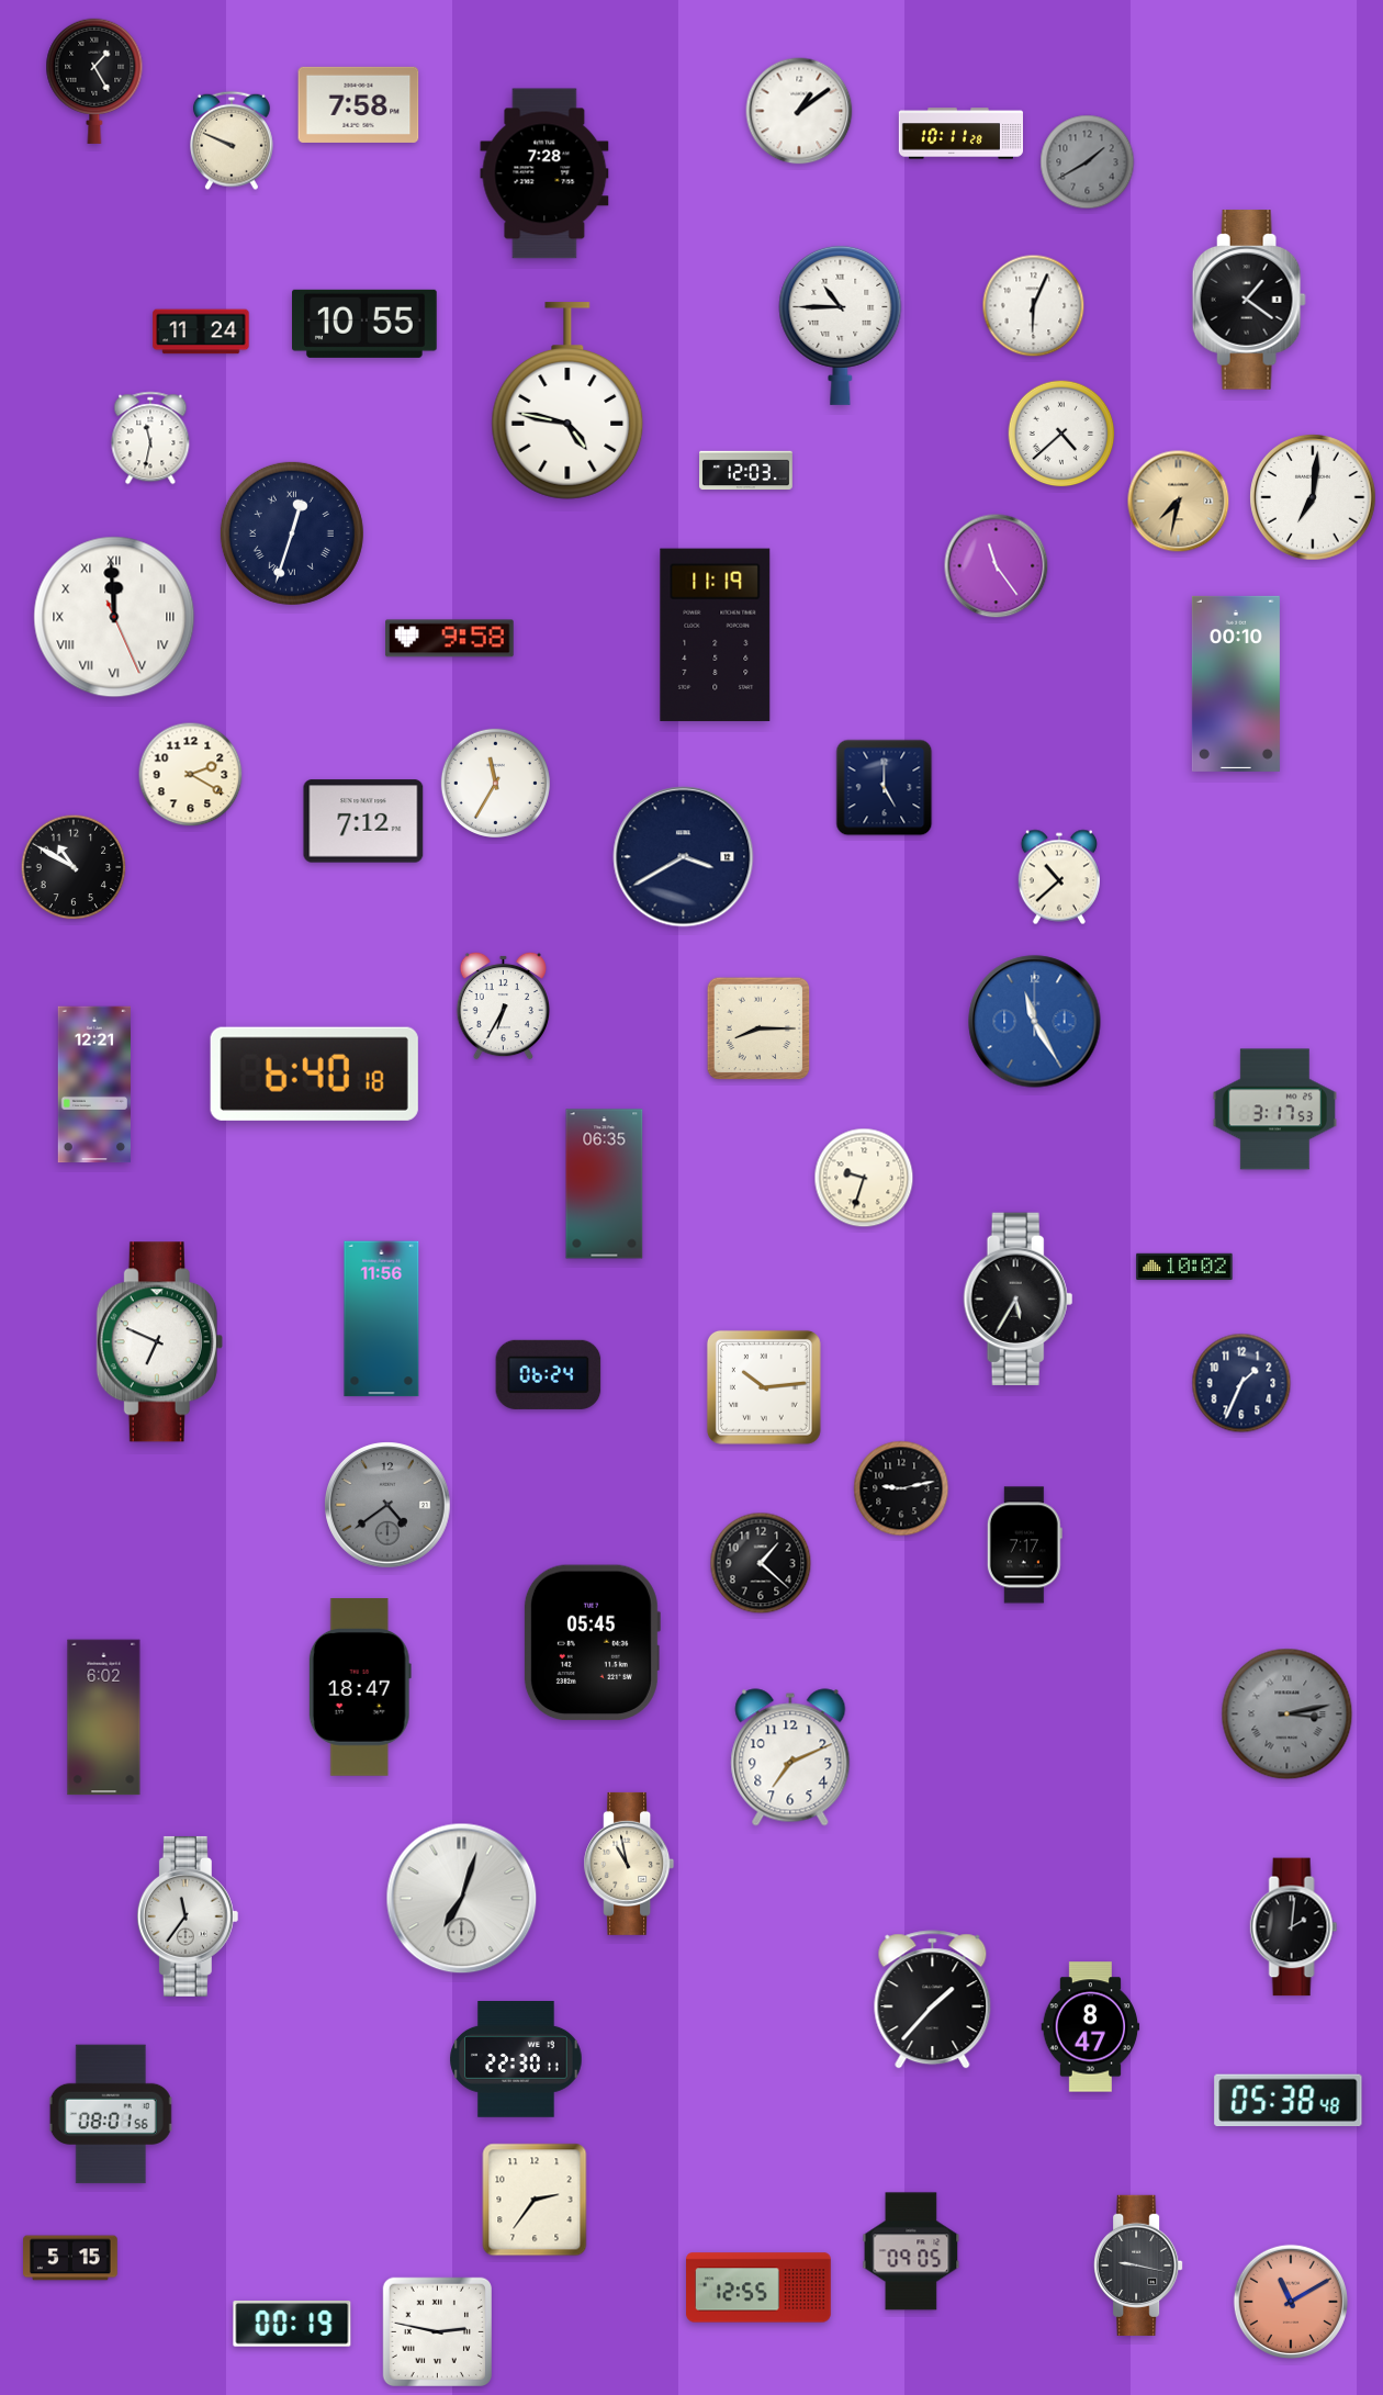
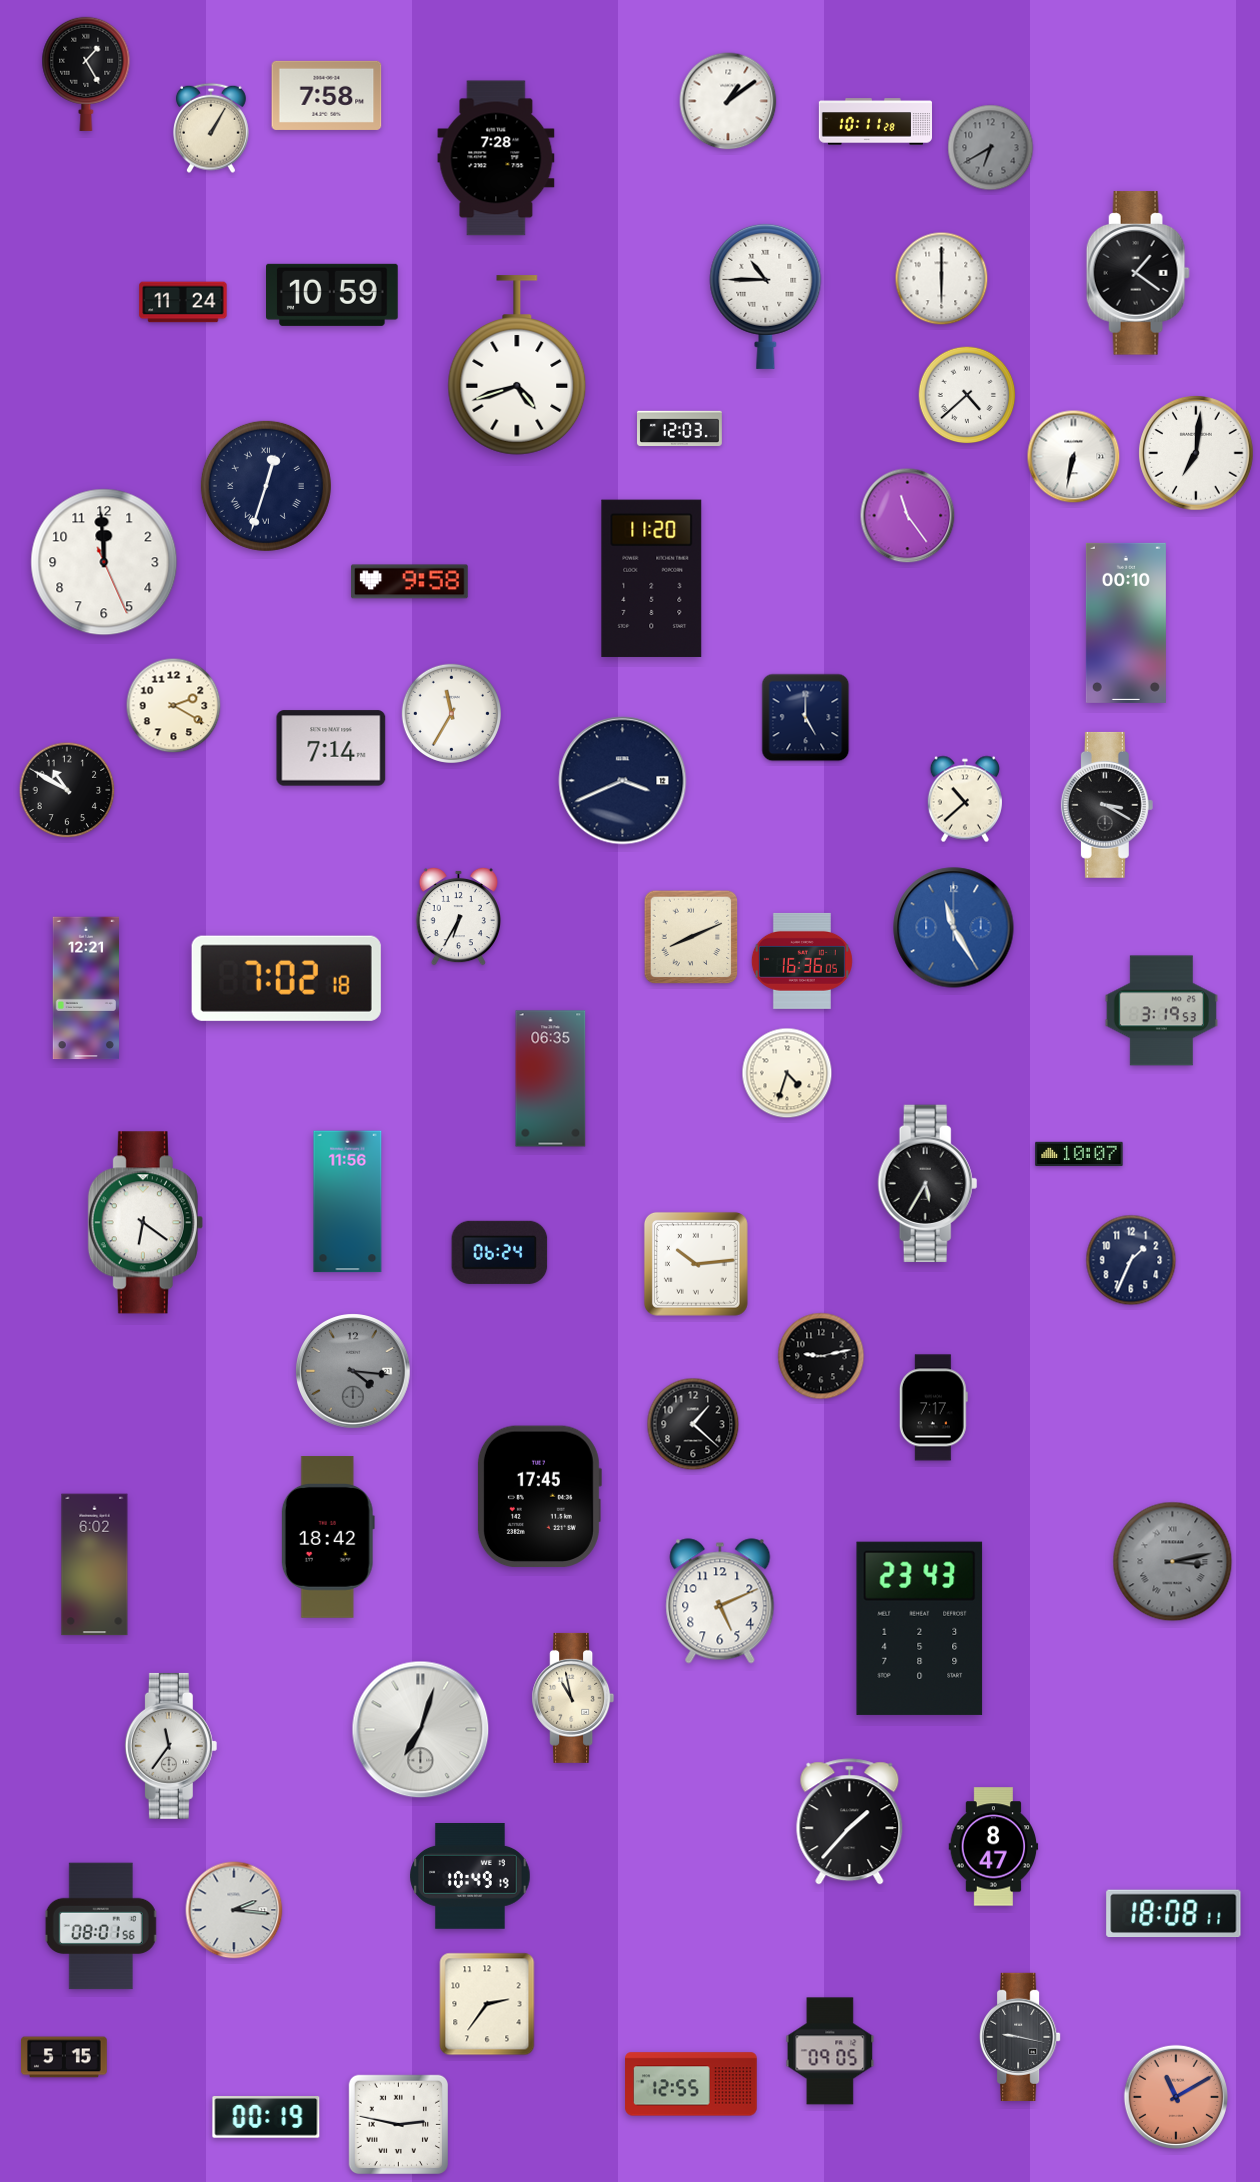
clock at (233, 140): 9:49 -> 1:05
clock at (1088, 162): 1:40 -> 6:40
clock at (1034, 306): 6:04 -> 6:00
clock at (366, 324): 10:55 -> 10:59
clock at (567, 401): 4:47 -> 4:42
clock at (150, 438): 11:32 -> none
clock at (1179, 502): 7:32 -> 6:32
clock at (1179, 502) dial: champagne -> white
clock at (114, 617) numerals: Roman -> Arabic
clock at (716, 634): 11:19 -> 11:20
clock at (363, 821): 7:12 -> 7:14
clock at (684, 857): 3:40 -> 3:41
clock at (1107, 805): none -> 3:20
clock at (1035, 1022) position: (1035, 1022) -> (954, 928)
clock at (758, 1028): 8:15 -> 8:11
clock at (802, 961): none -> 16:36
clock at (314, 1073): 6:40 -> 7:02
clock at (1274, 1110): 3:17 -> 3:19
clock at (864, 1178): 9:33 -> 4:33
clock at (1184, 1267): 10:02 -> 10:07
clock at (159, 1342): 6:49 -> 6:21
clock at (387, 1505): 4:39 -> 4:16
clock at (592, 1643): 05:45 -> 17:45
clock at (360, 1688): 18:47 -> 18:42
clock at (790, 1757): 7:11 -> 5:11
clock at (920, 1628): none -> 23:43
clock at (1294, 1927): 2:01 -> none
clock at (516, 2060): 22:30 -> 10:49
clock at (234, 1910): none -> 2:16
clock at (1289, 2101): 05:38 -> 18:08
clock at (1138, 2265) position: (1138, 2265) -> (1020, 2037)
